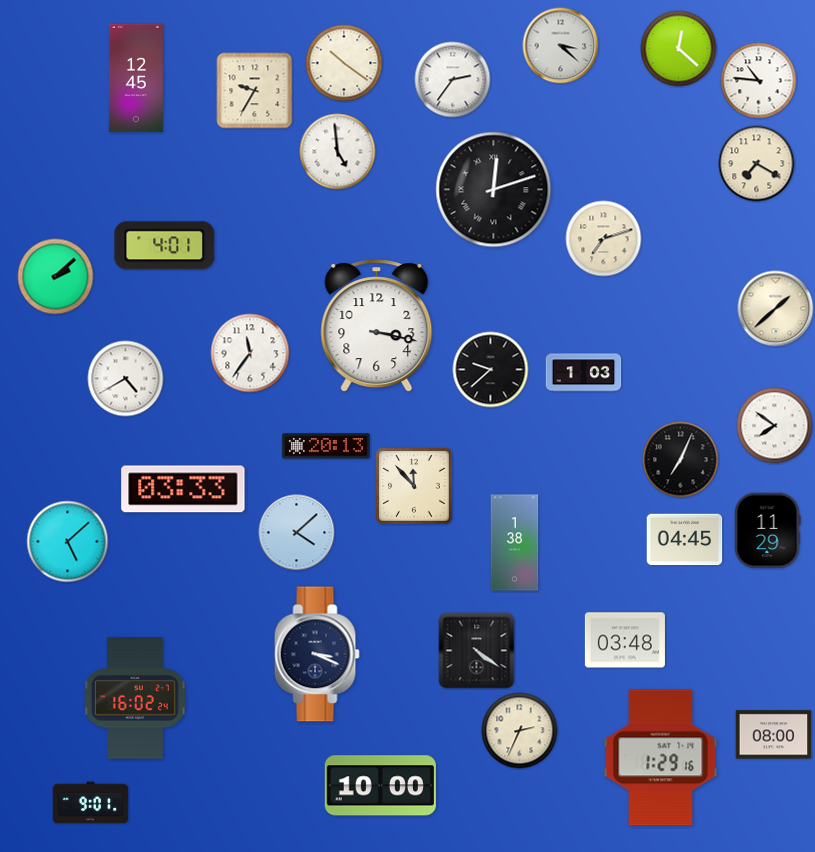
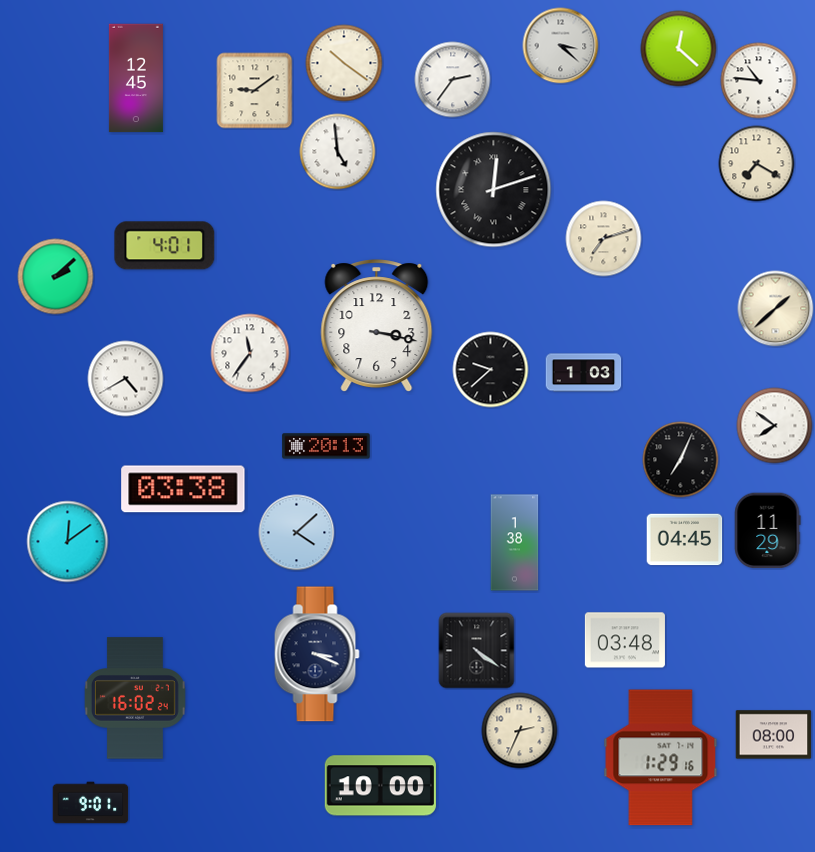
clock at (255, 91): 9:35 -> 9:09
clock at (415, 487): 11:53 -> none
clock at (183, 489): 03:33 -> 03:38
clock at (68, 542): 5:08 -> 12:09
